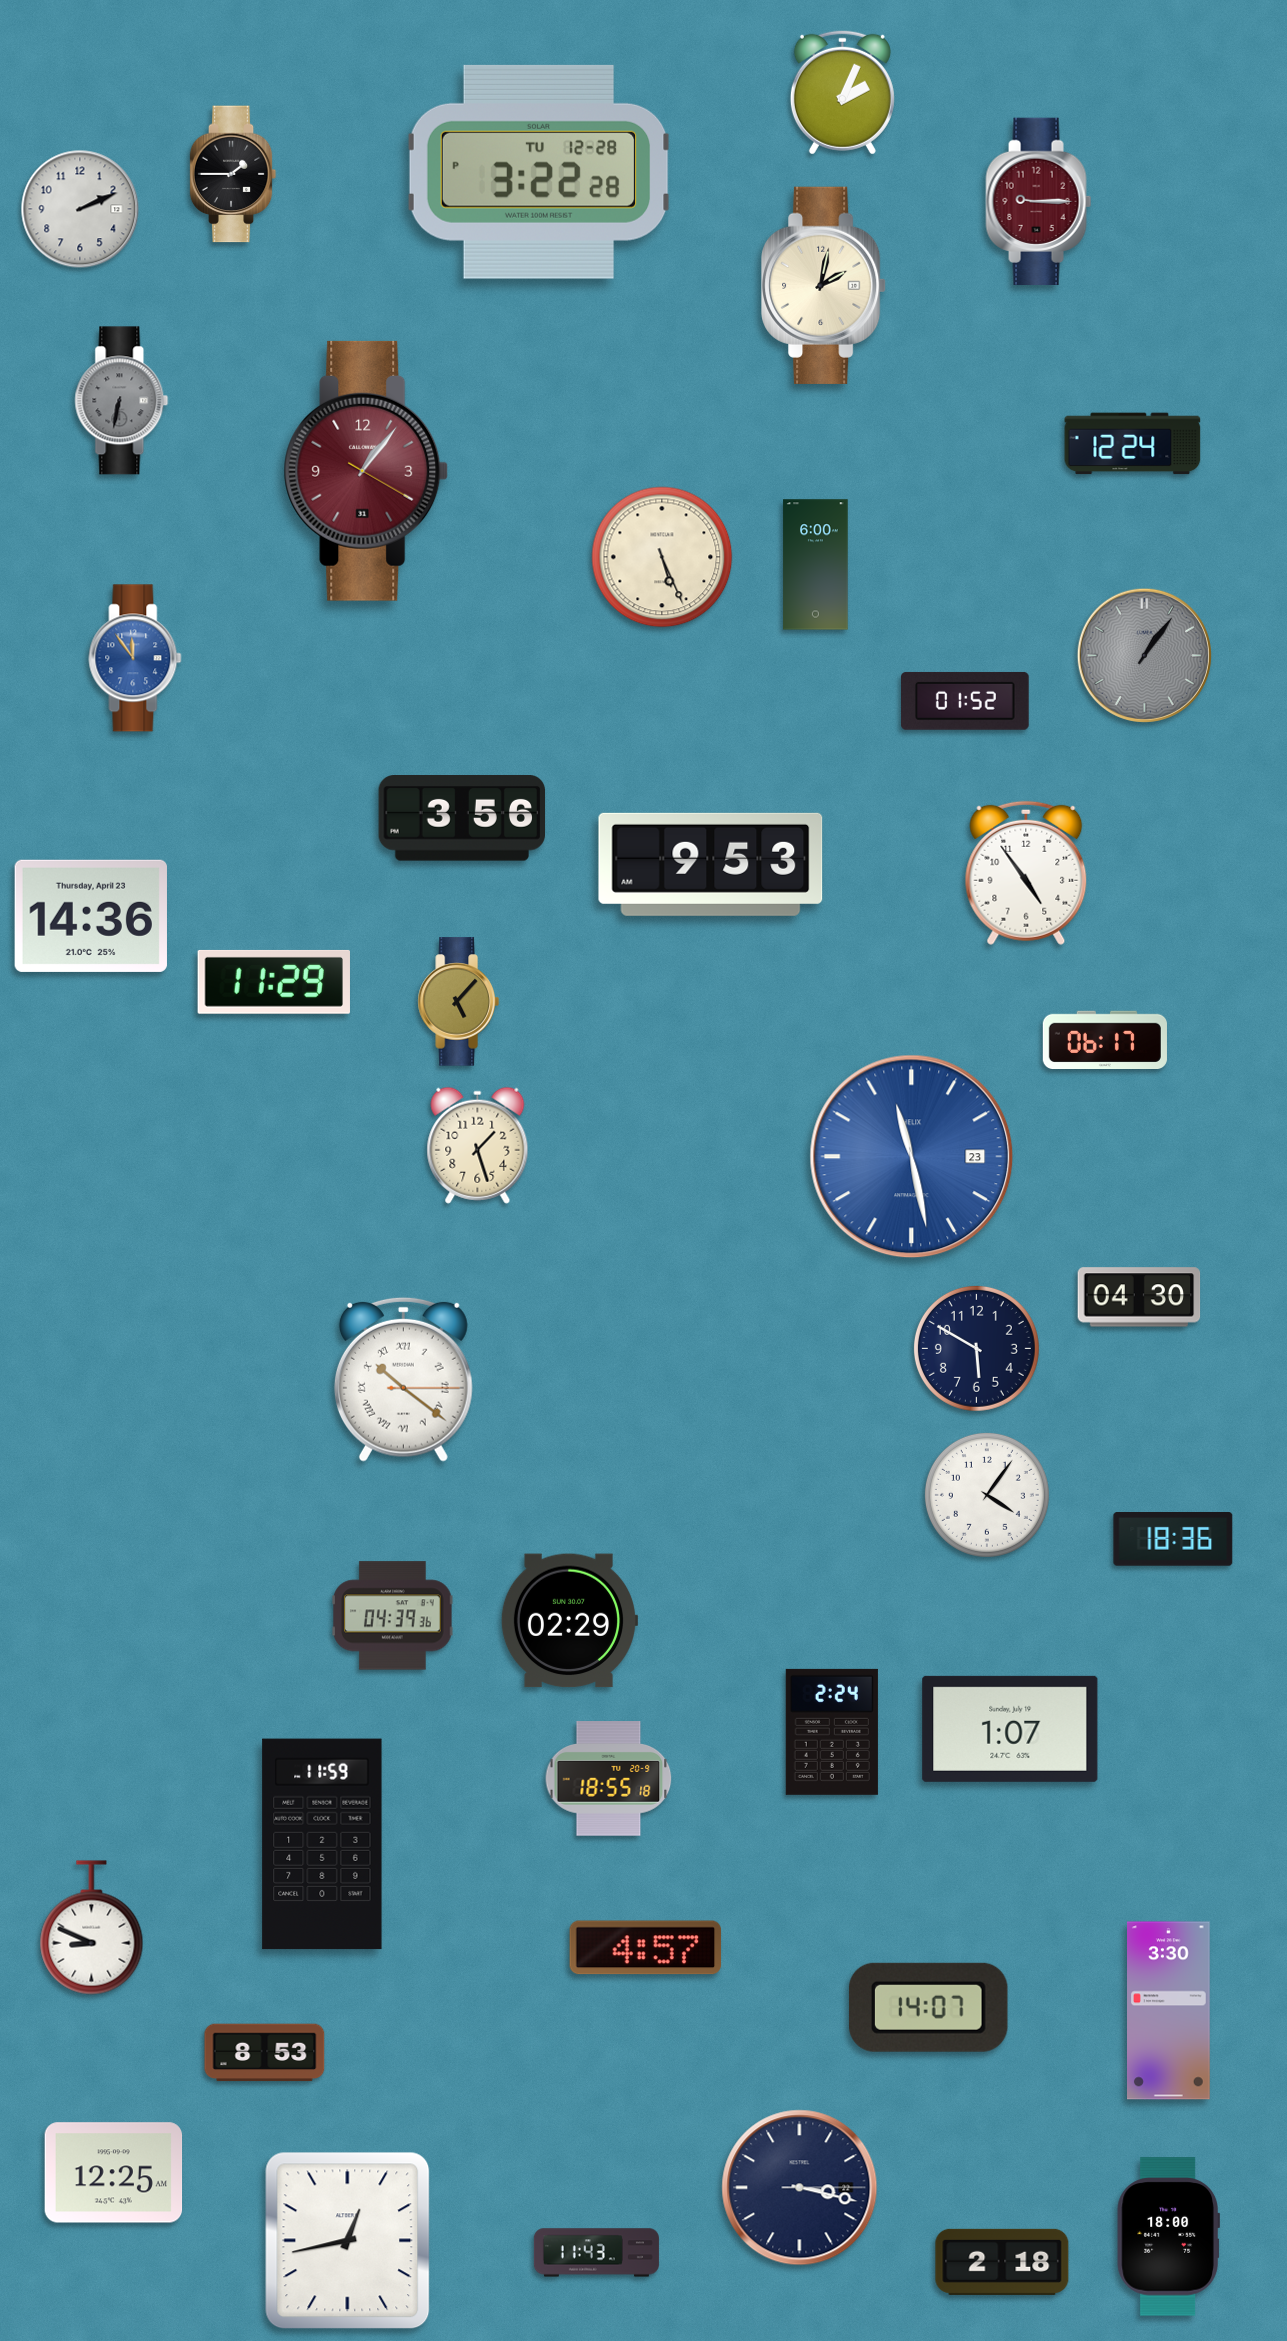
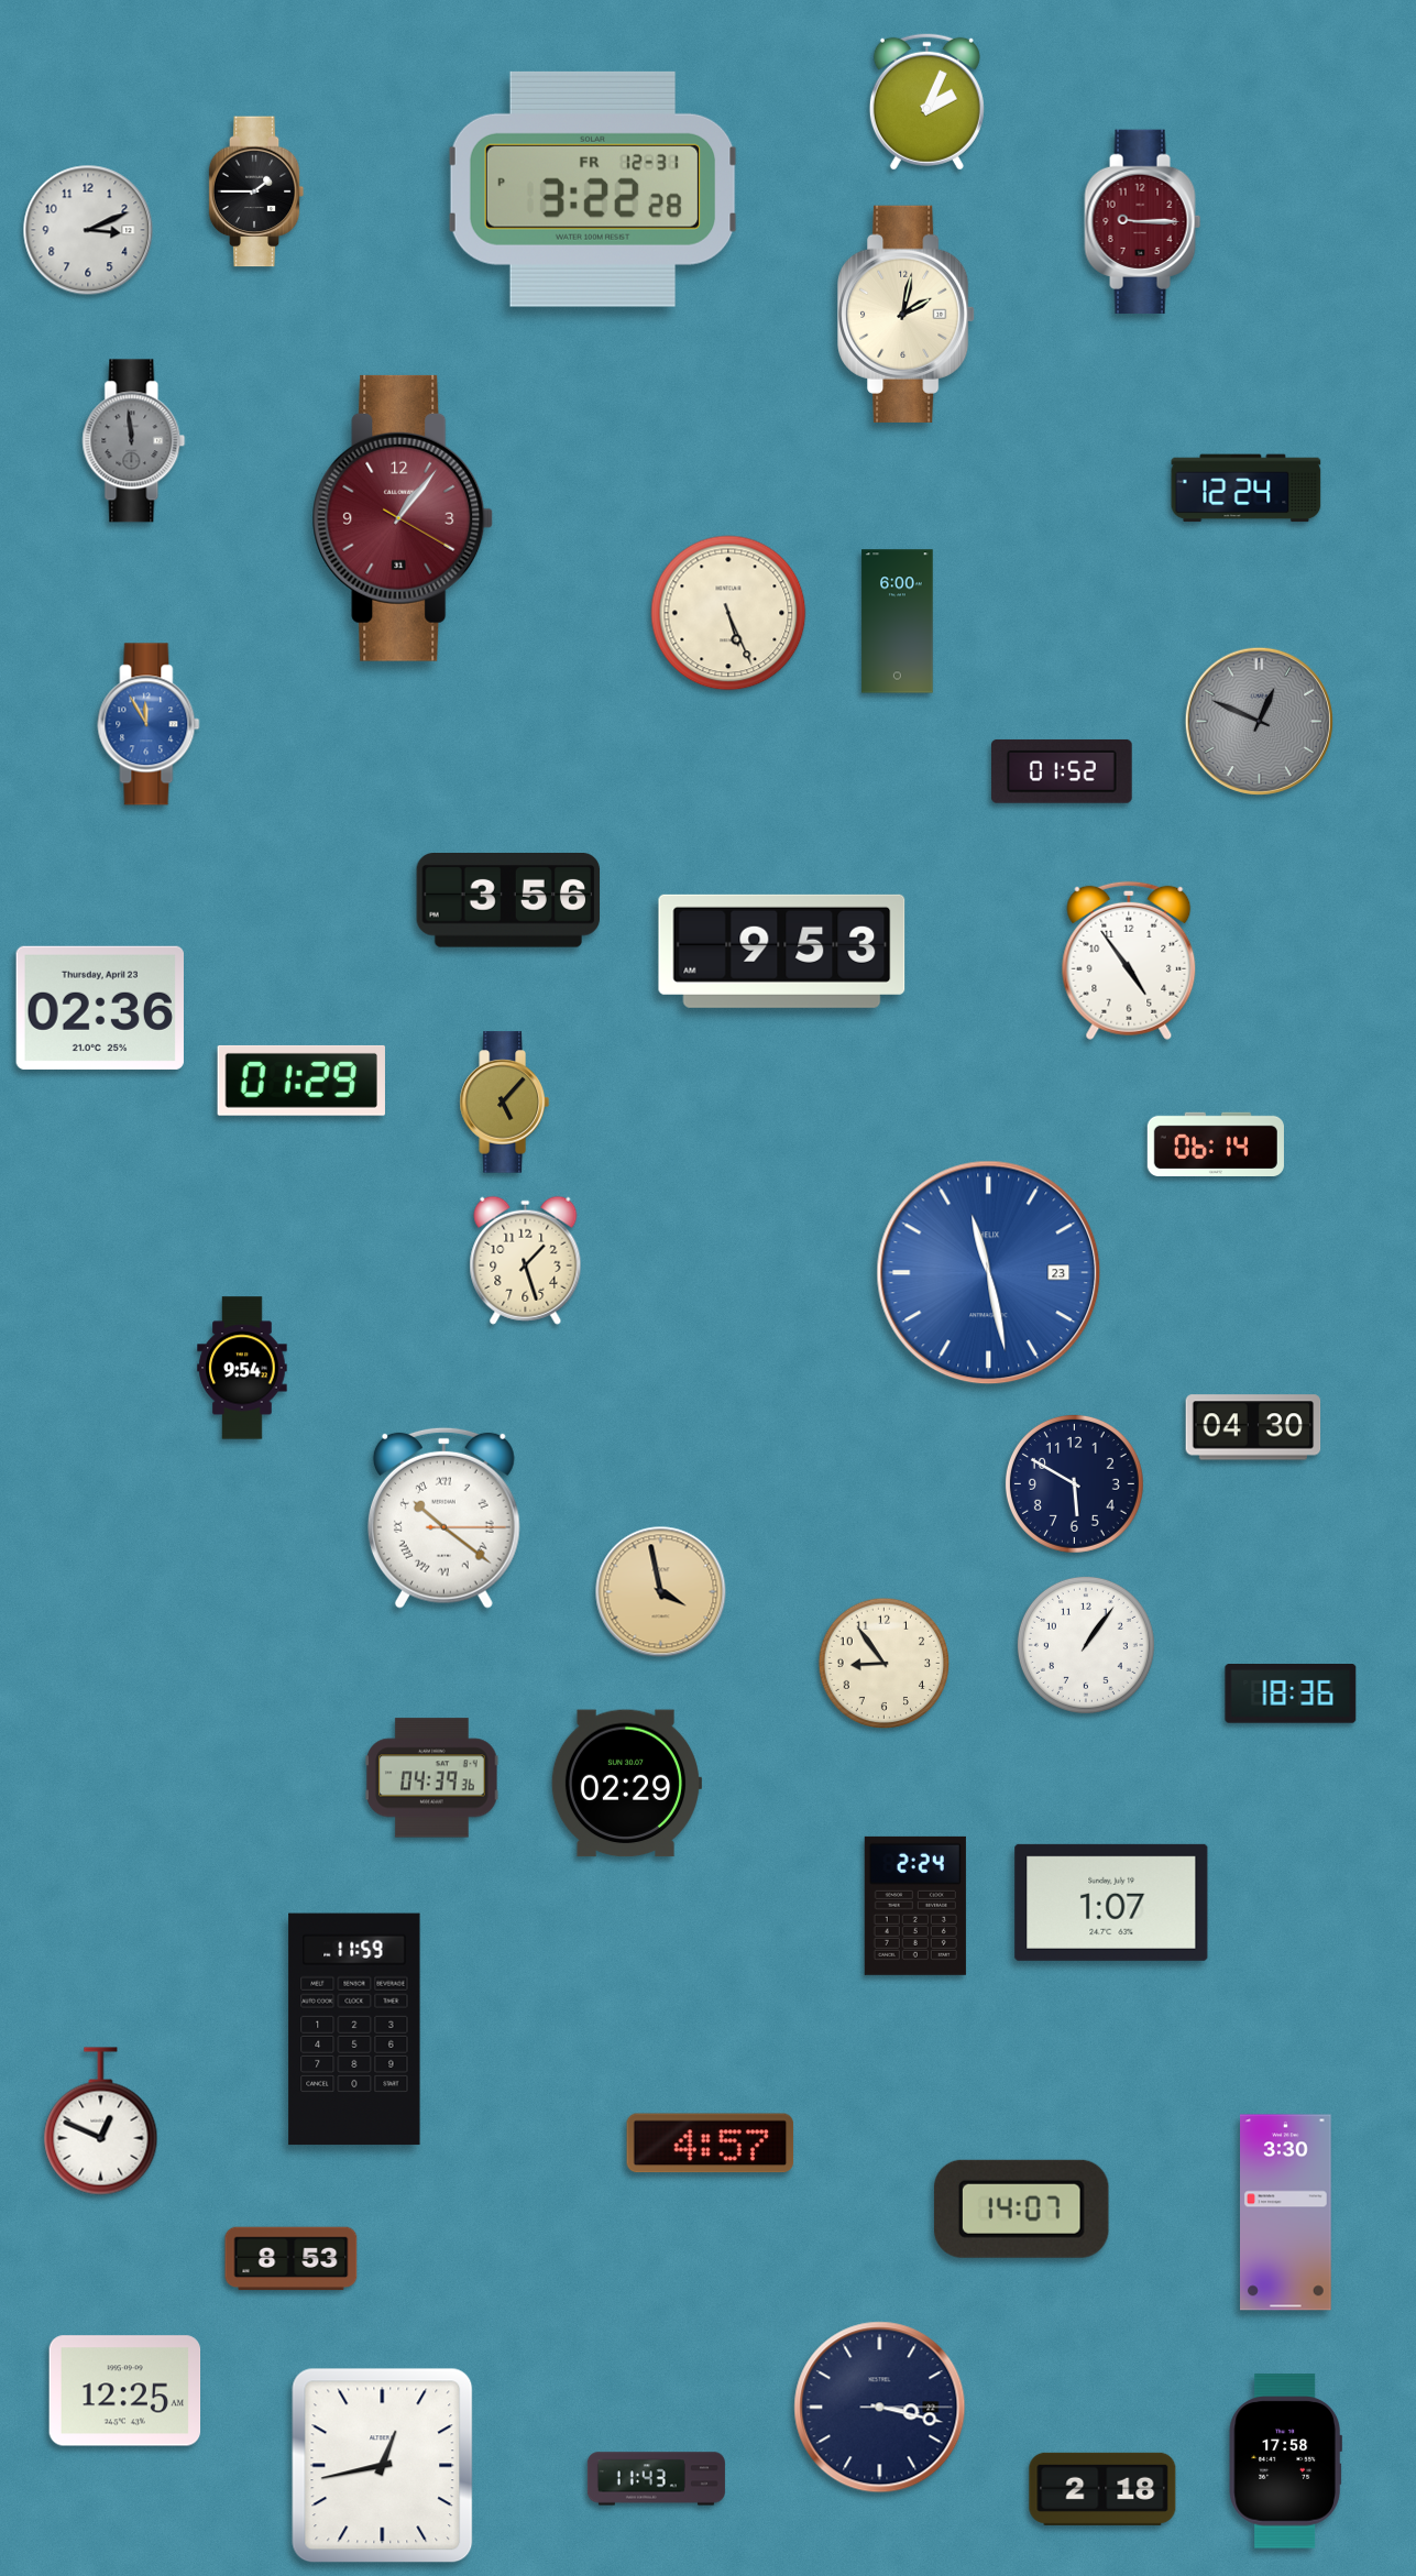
clock at (539, 172) date: TU 12-28 -> FR 12-31
clock at (80, 209): 2:11 -> 3:11
clock at (122, 401): 6:32 -> 11:59
clock at (1144, 655): 1:06 -> 12:49
clock at (135, 658): 11:54 -> 11:55
clock at (91, 916): 14:36 -> 02:36
clock at (274, 982): 11:29 -> 01:29
clock at (1105, 1039): 06:17 -> 06:14
clock at (912, 1157) position: (912, 1157) -> (989, 1273)
clock at (242, 1368): none -> 9:54
clock at (661, 1592): none -> 3:58
clock at (987, 1495): 4:06 -> 1:06
clock at (885, 1664): none -> 8:54
clock at (609, 1779): 18:55 -> none
clock at (92, 1928): 8:49 -> 12:49
clock at (1168, 2237): 18:00 -> 17:58
